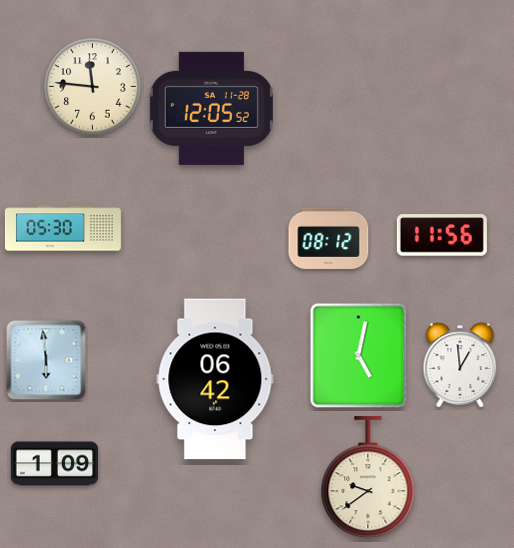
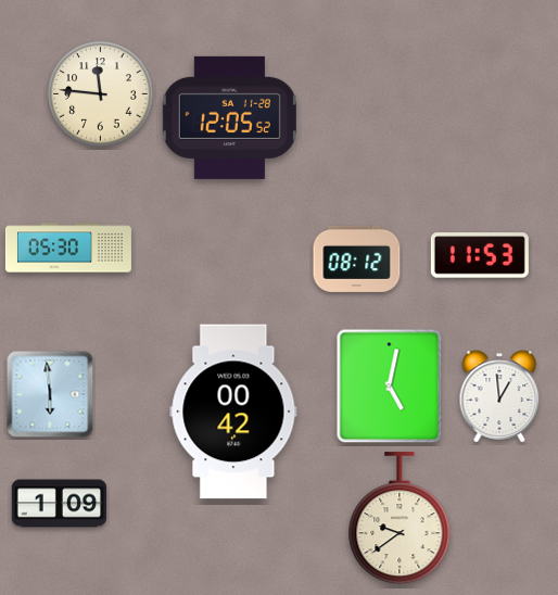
clock at (442, 235): 11:56 -> 11:53
clock at (46, 360) position: (46, 360) -> (50, 394)
clock at (215, 379): 06:42 -> 00:42
